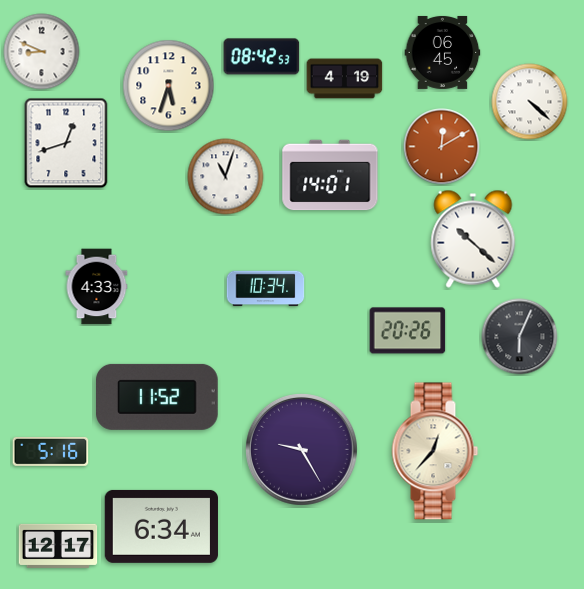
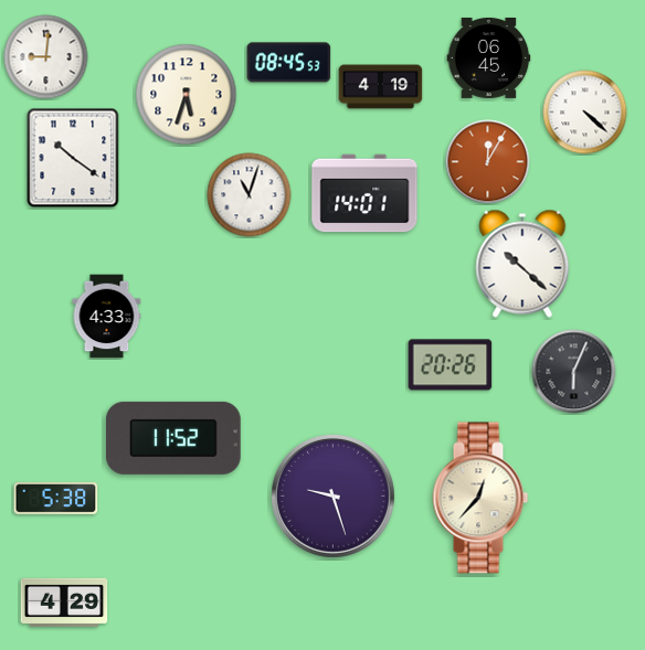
clock at (42, 52): 8:49 -> 9:01
clock at (262, 57): 08:42 -> 08:45
clock at (66, 143): 12:42 -> 10:21
clock at (442, 147): 12:10 -> 12:05
clock at (266, 289): 10:34 -> none
clock at (302, 450): 9:25 -> 9:27
clock at (51, 451): 5:16 -> 5:38
clock at (161, 526): 6:34 -> none
clock at (58, 546): 12:17 -> 4:29
